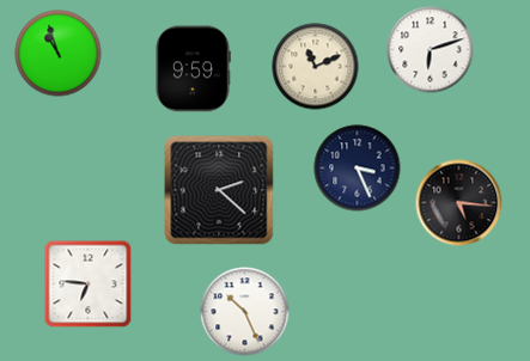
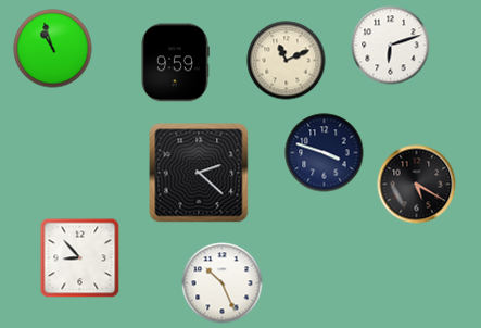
clock at (358, 169): 3:26 -> 3:48
clock at (459, 203): 5:16 -> 5:20
clock at (89, 284): 6:46 -> 8:53
